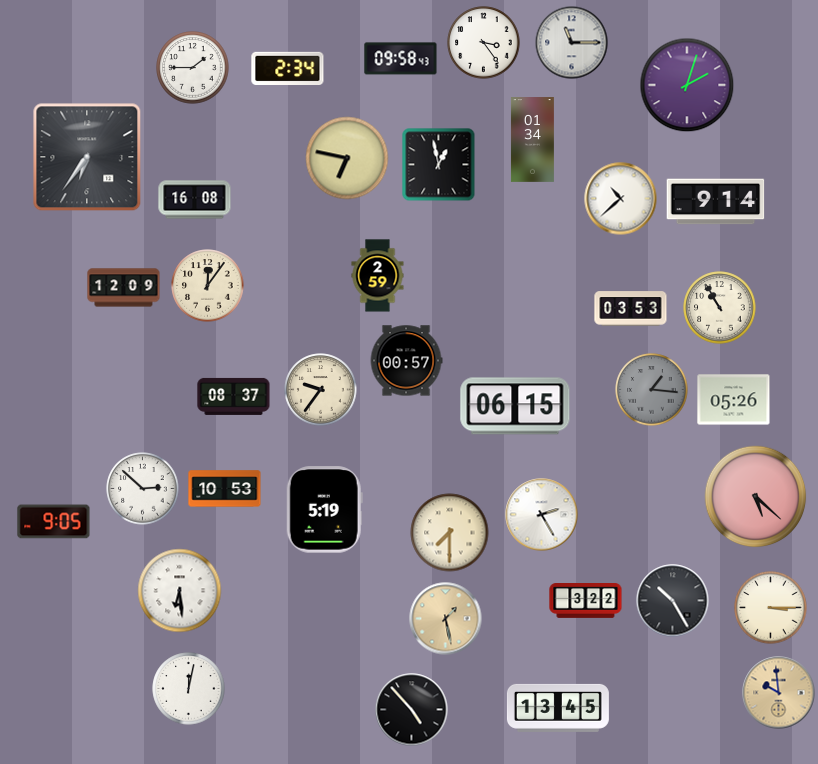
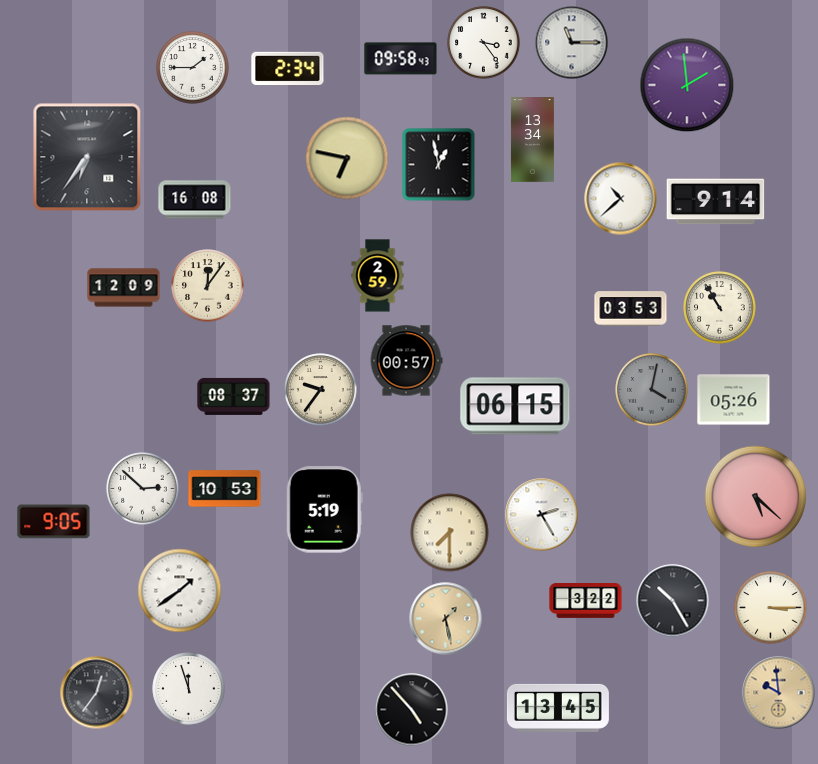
clock at (687, 85): 2:03 -> 1:59
clock at (532, 140): 01:34 -> 13:34
clock at (652, 390): 1:16 -> 4:02
clock at (180, 591): 6:29 -> 1:39
clock at (189, 689): 12:02 -> 11:57
clock at (97, 693): none -> 12:36
